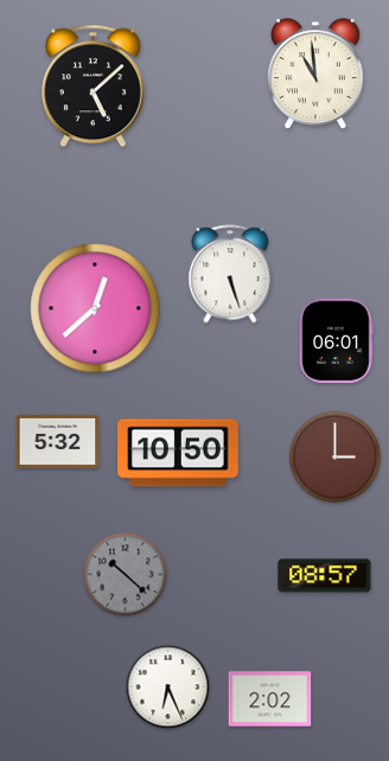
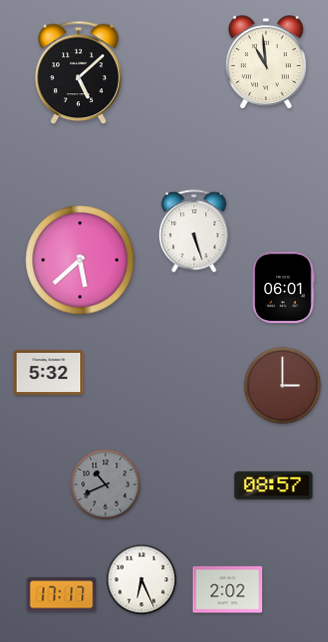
clock at (95, 308): 12:38 -> 5:38
clock at (178, 453): 10:50 -> none
clock at (126, 575): 10:22 -> 10:41
clock at (62, 595): none -> 17:17
